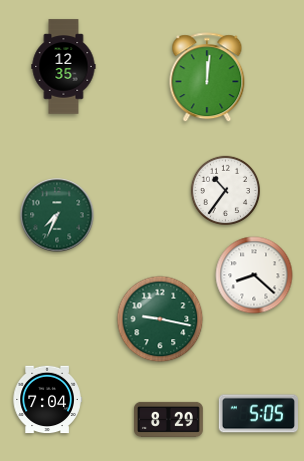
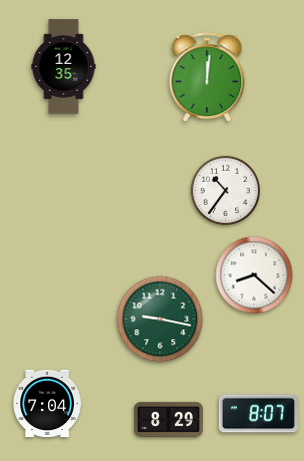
clock at (57, 215): 7:34 -> none
clock at (47, 400) position: (47, 400) -> (47, 404)
clock at (258, 414): 5:05 -> 8:07
